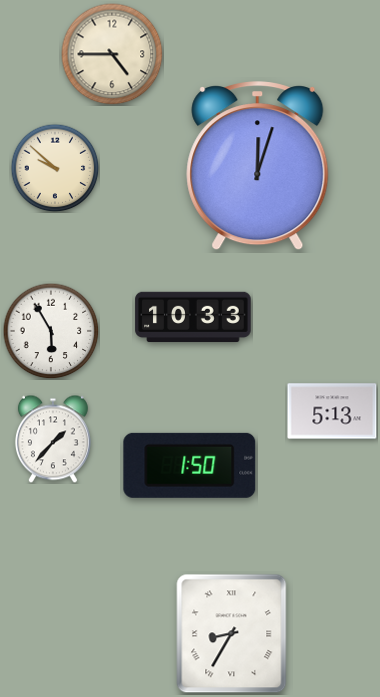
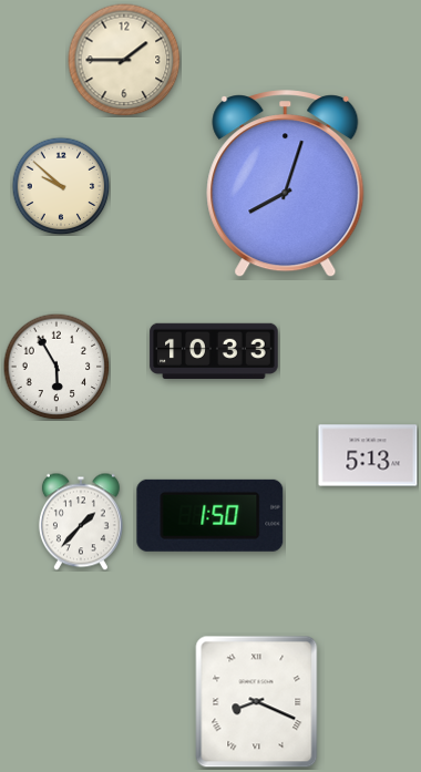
clock at (112, 54): 4:45 -> 1:45
clock at (258, 166): 12:03 -> 8:03
clock at (53, 439) position: (53, 439) -> (81, 522)
clock at (232, 634): 8:35 -> 8:19
